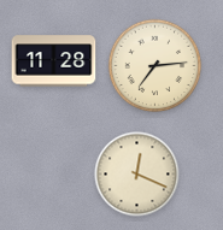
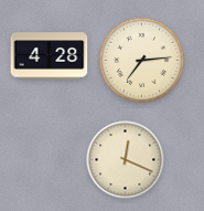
clock at (54, 61): 11:28 -> 4:28
